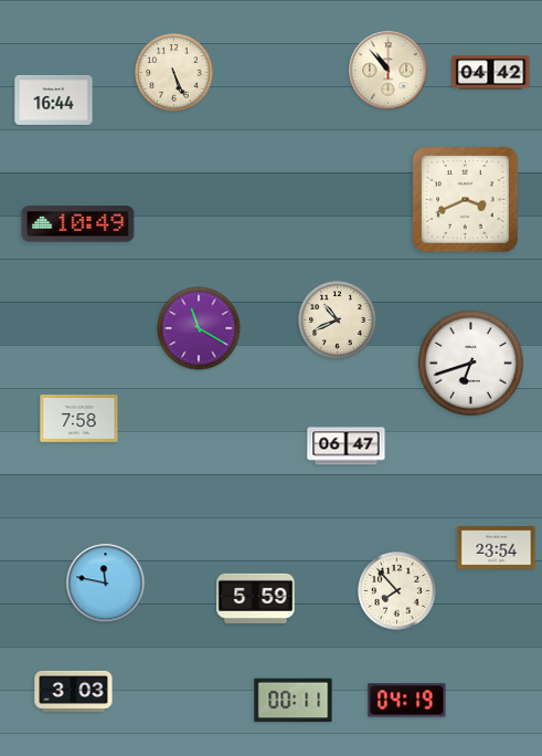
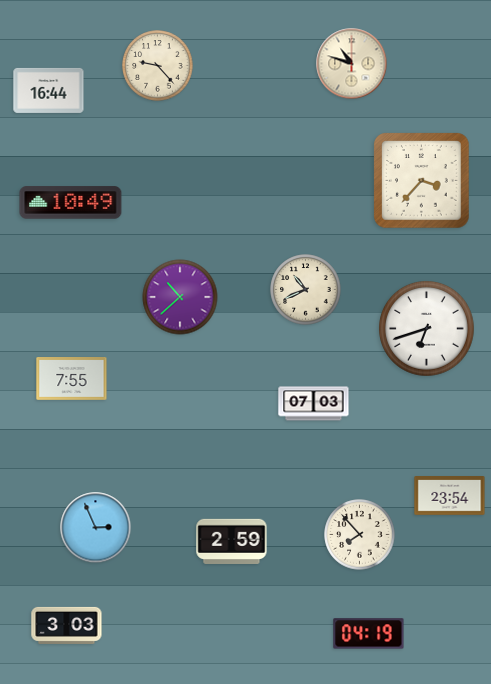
clock at (389, 71): 10:53 -> 10:48
clock at (174, 73): 5:26 -> 9:23
clock at (491, 73): 04:42 -> none
clock at (466, 200): 3:41 -> 3:37
clock at (199, 328): 11:20 -> 10:38
clock at (79, 419): 7:58 -> 7:55
clock at (347, 447): 06:47 -> 07:03
clock at (106, 584): 11:47 -> 2:56
clock at (256, 598): 5:59 -> 2:59
clock at (294, 701): 00:11 -> none
